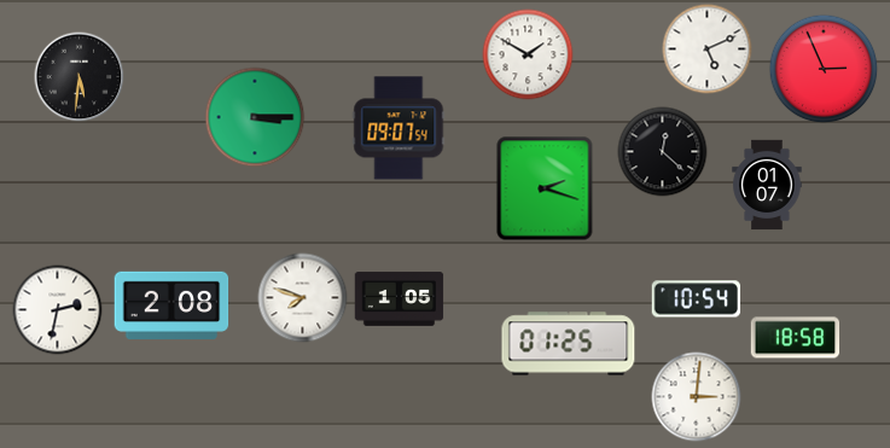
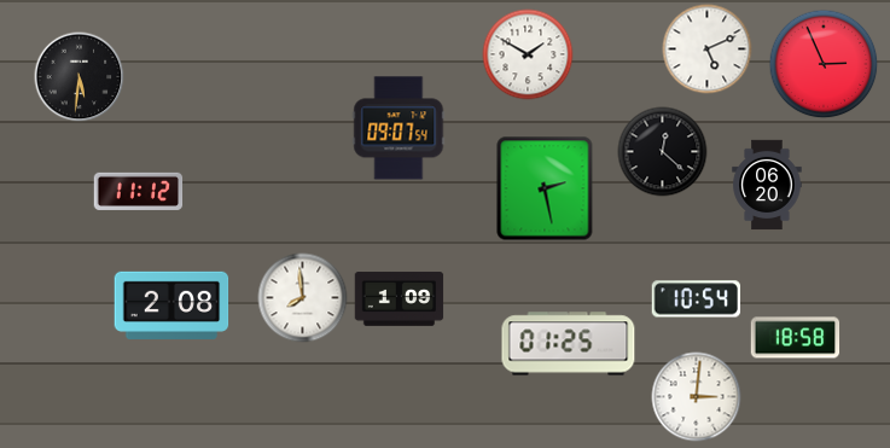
clock at (824, 69) position: (824, 69) -> (824, 64)
clock at (255, 117): 3:15 -> none
clock at (767, 185): 01:07 -> 06:20
clock at (545, 188): 2:18 -> 2:28
clock at (139, 191): none -> 11:12
clock at (303, 298): 7:48 -> 7:59
clock at (400, 299): 1:05 -> 1:09
clock at (58, 310): 2:32 -> none
